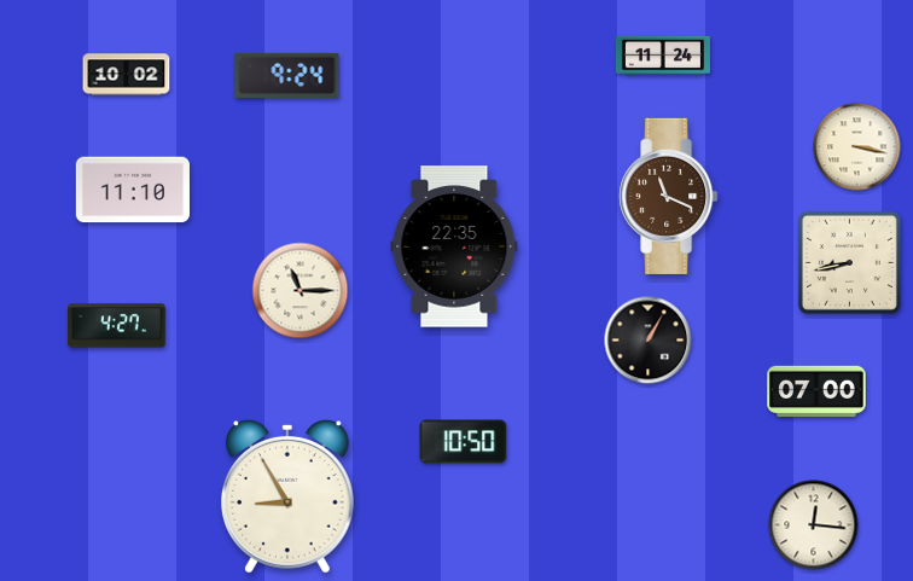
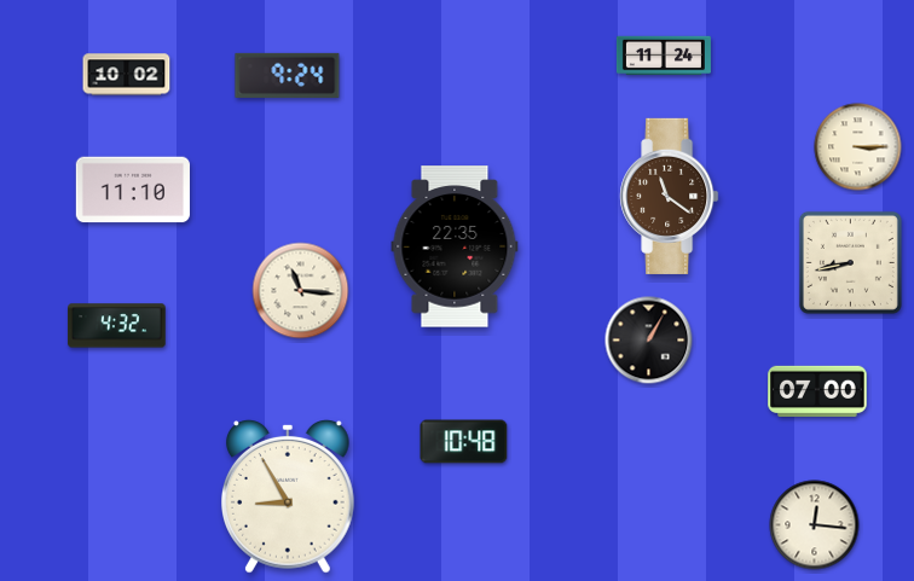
clock at (857, 147): 3:17 -> 3:15
clock at (669, 196): 11:19 -> 11:21
clock at (301, 291): 11:15 -> 11:16
clock at (117, 326): 4:27 -> 4:32
clock at (464, 442): 10:50 -> 10:48
